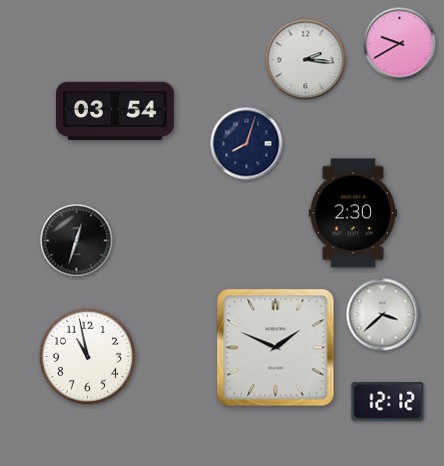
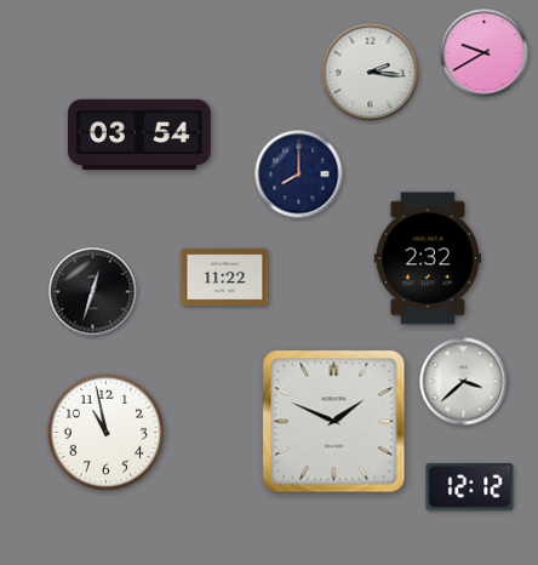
clock at (247, 144): 8:03 -> 8:00
clock at (352, 213): 2:30 -> 2:32
clock at (225, 276): none -> 11:22
